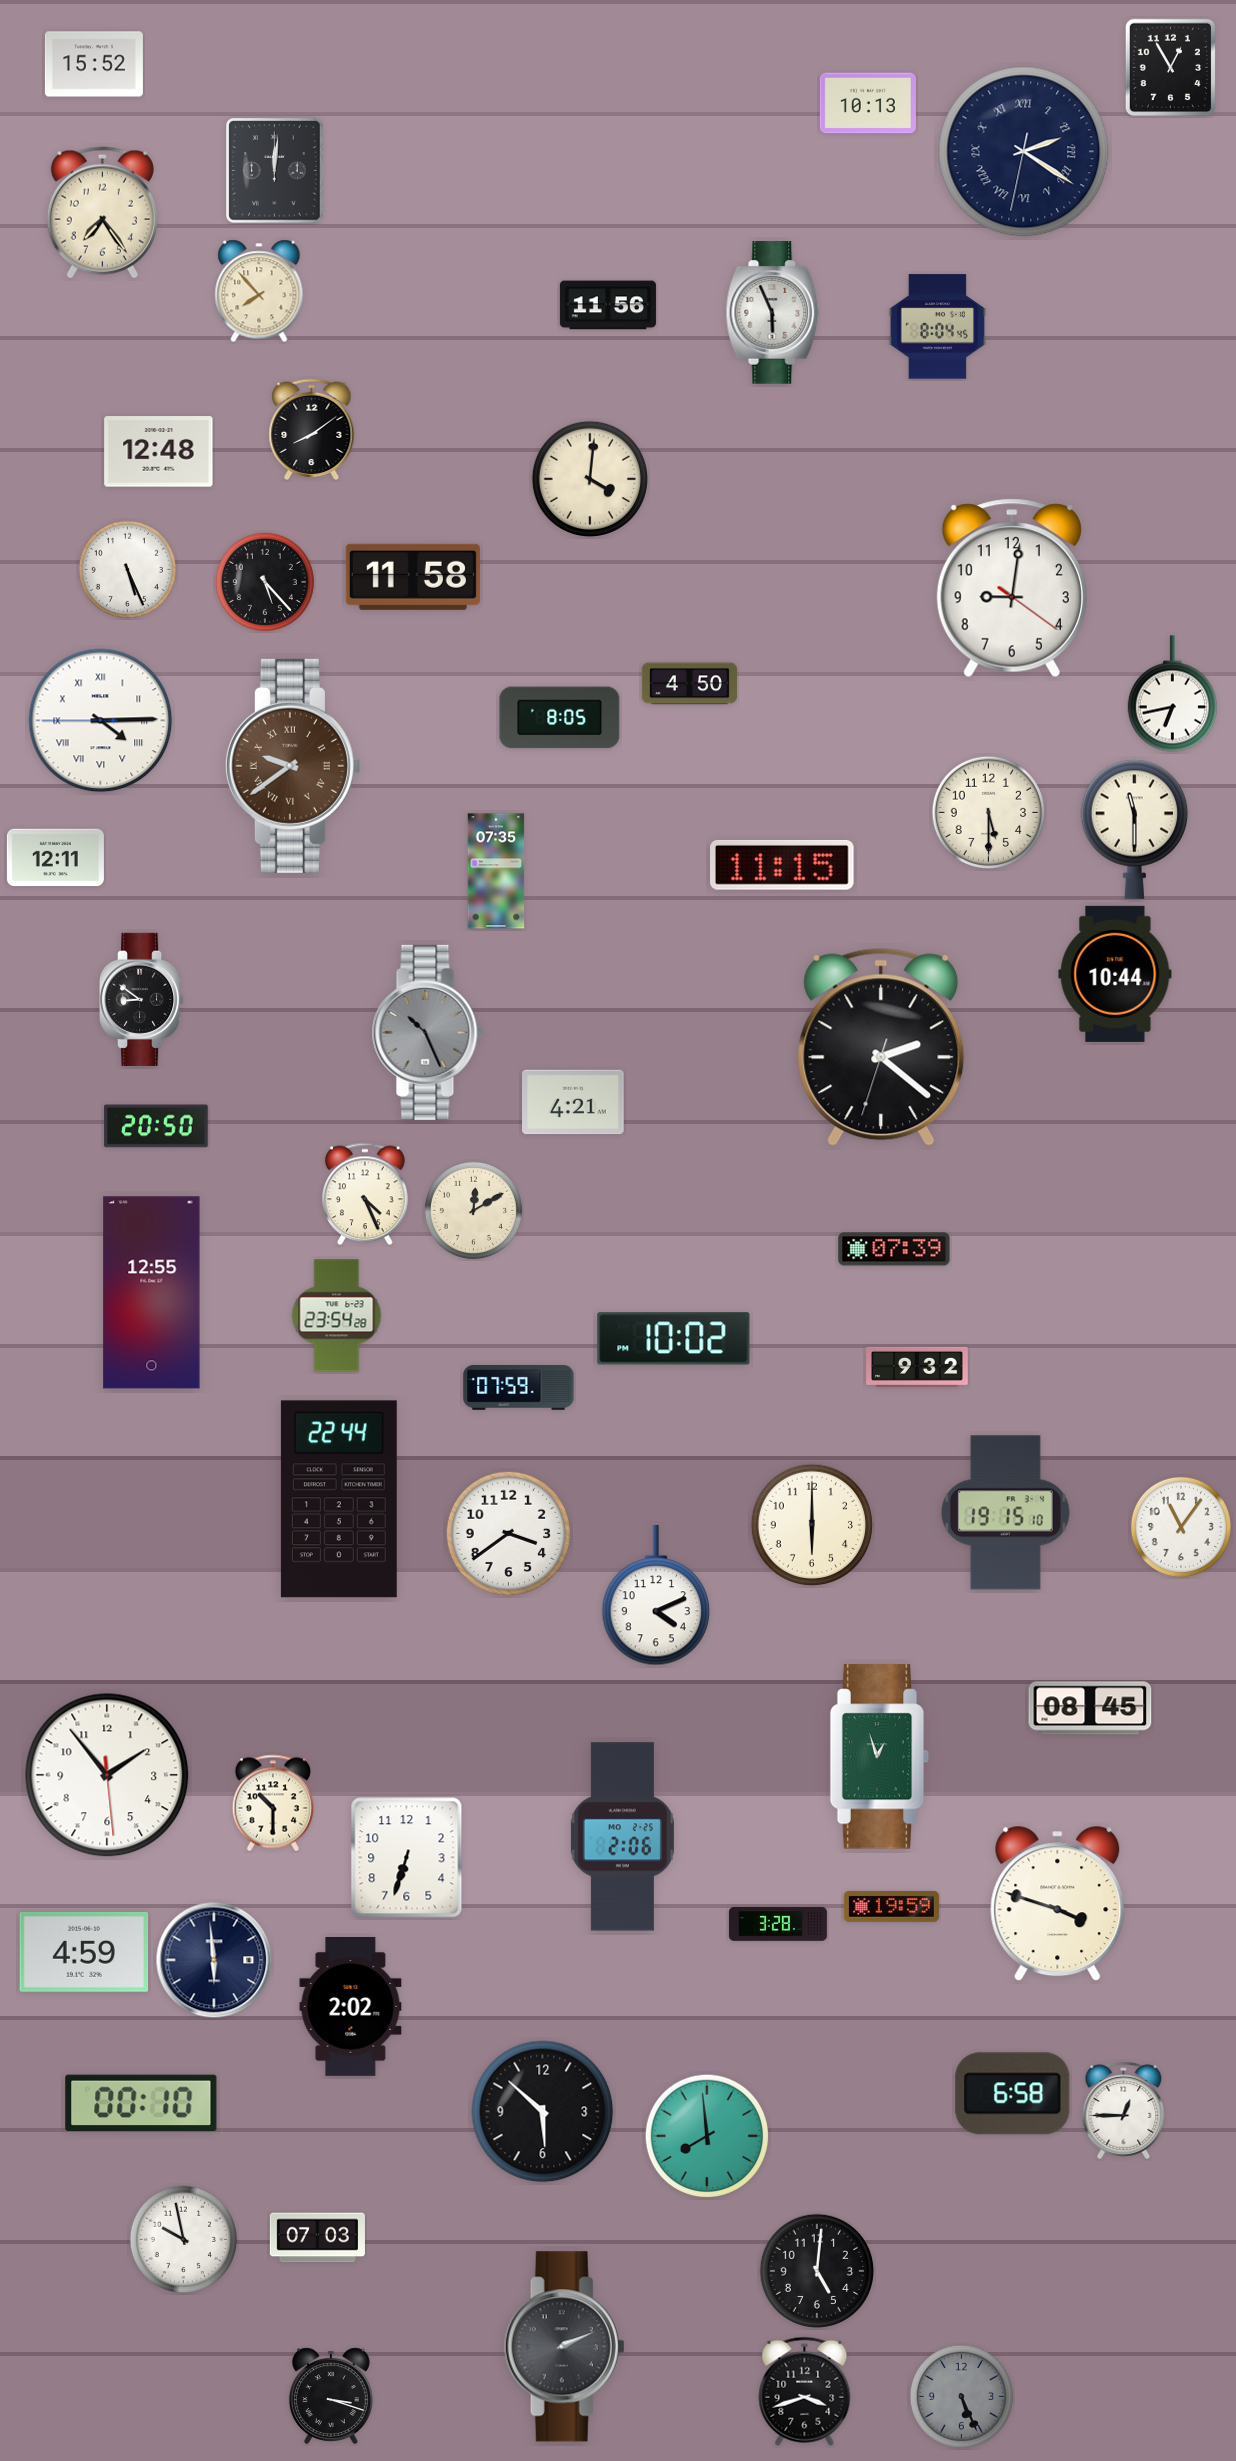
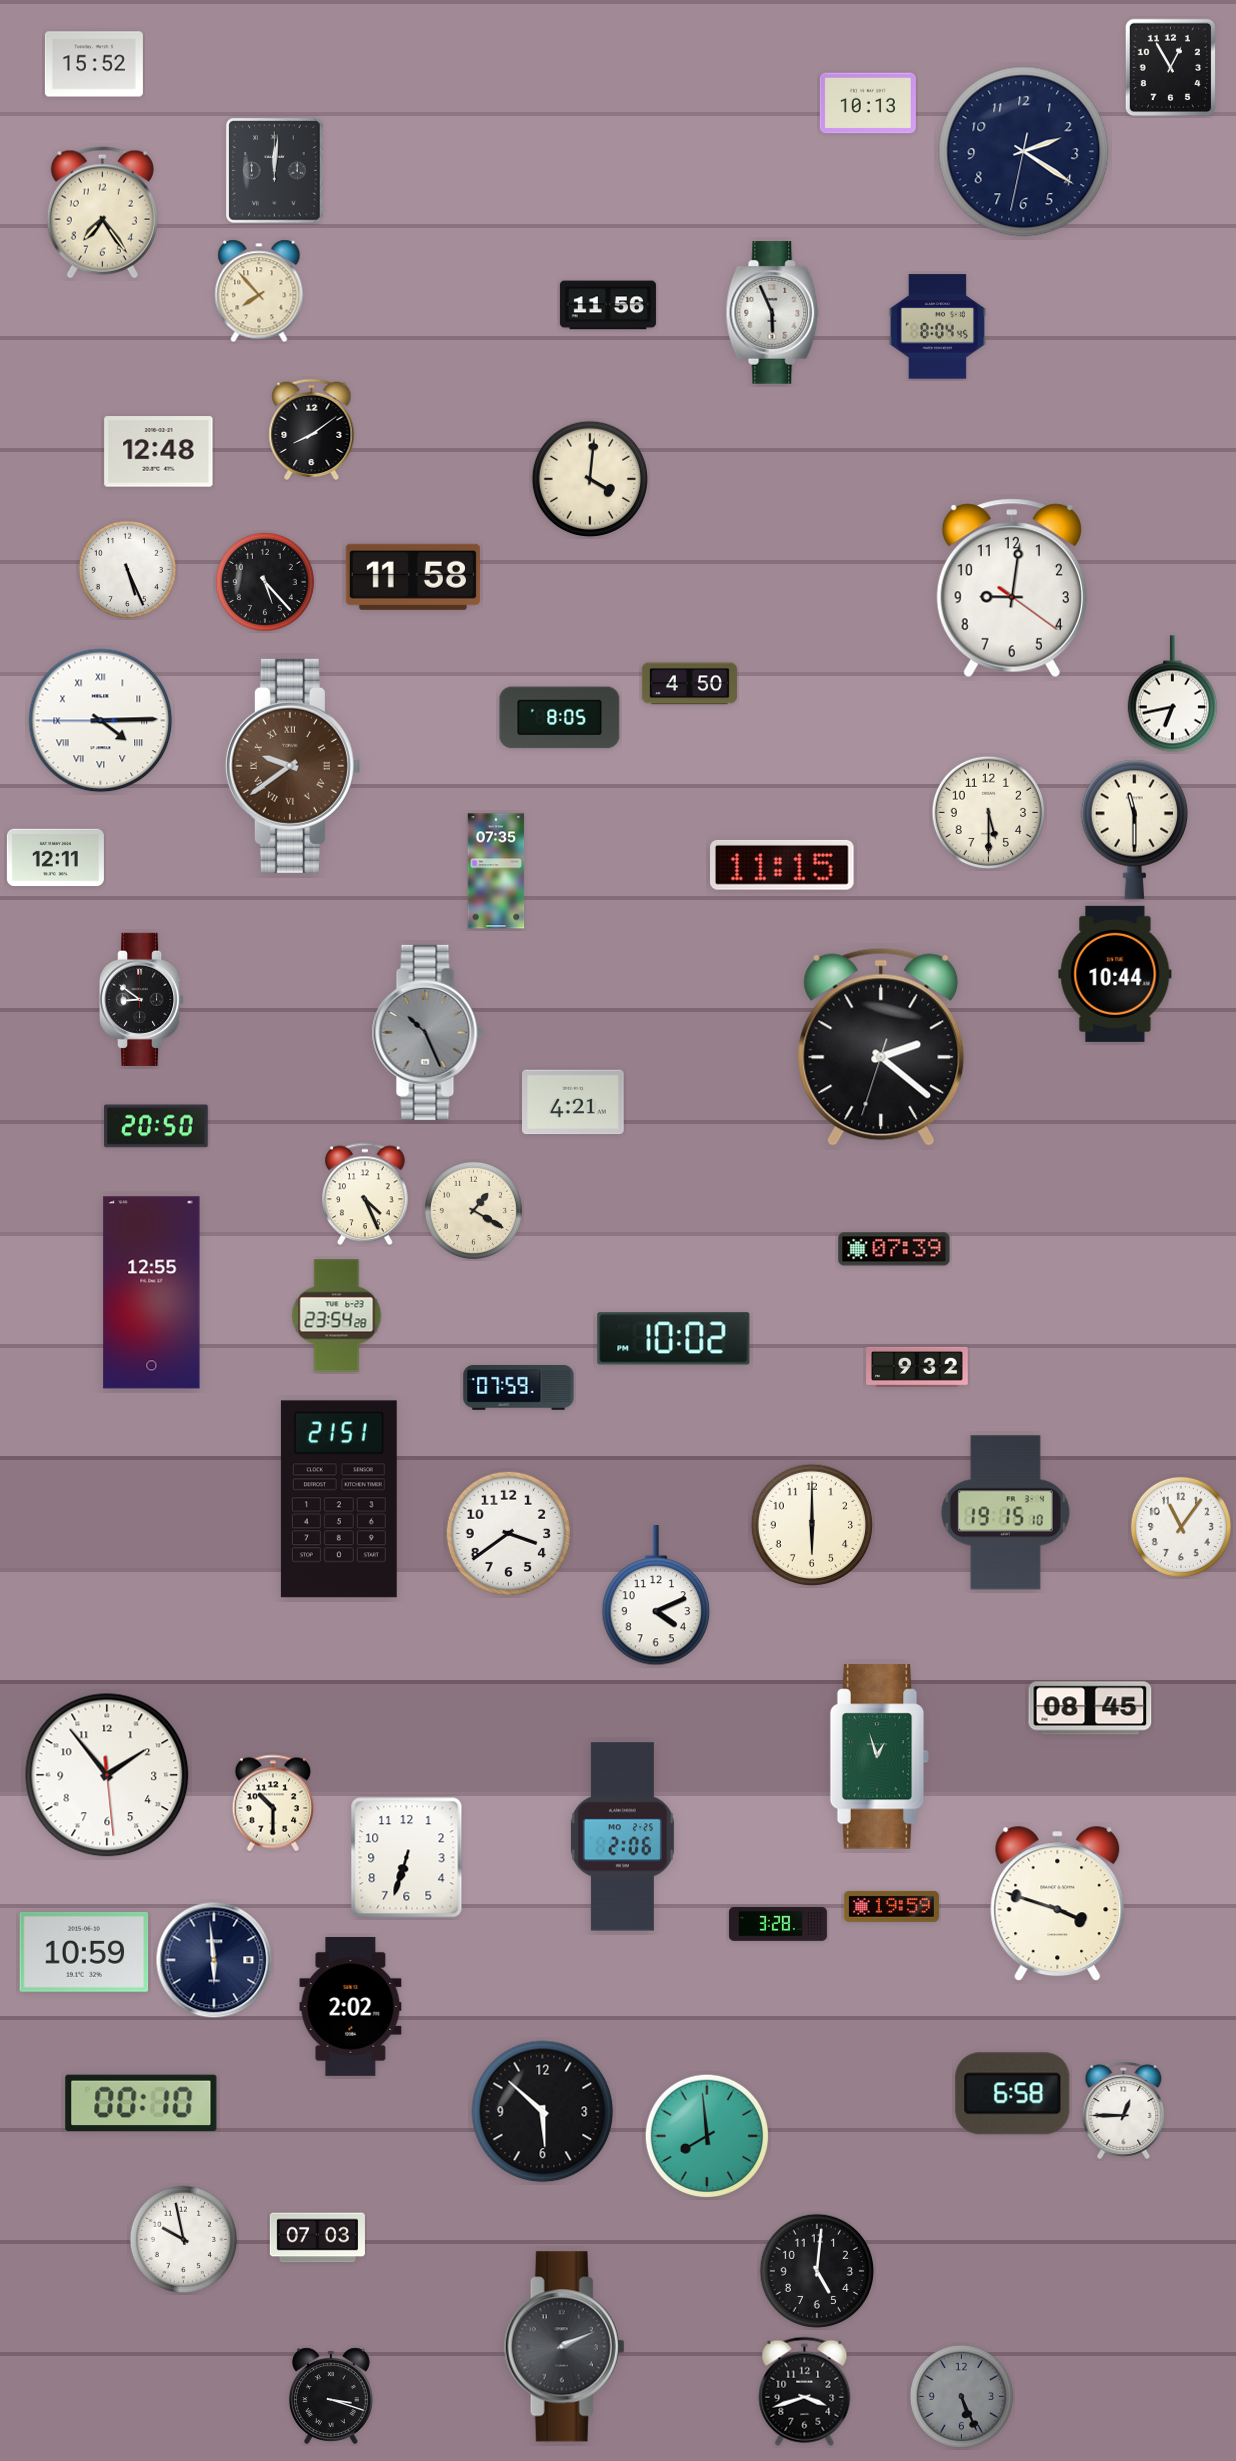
clock at (1024, 152) numerals: Roman -> Arabic
clock at (473, 1210): 12:10 -> 1:20
clock at (339, 1499): 22:44 -> 21:51
clock at (84, 1952): 4:59 -> 10:59
